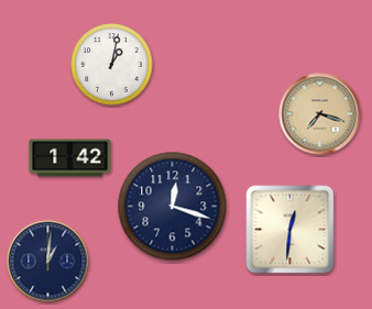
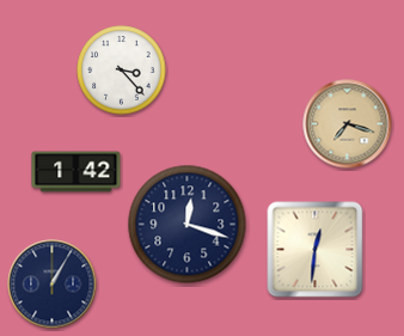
clock at (112, 65): 1:02 -> 3:23
clock at (48, 262): 1:01 -> 1:05
